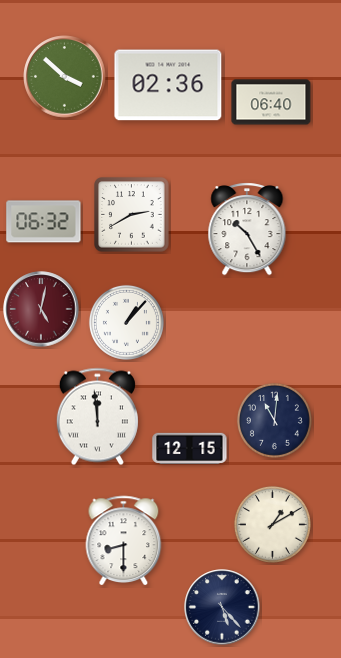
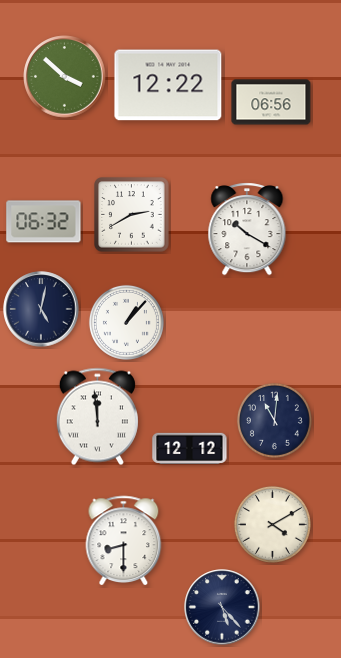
clock at (168, 85): 02:36 -> 12:22
clock at (271, 102): 06:40 -> 06:56
clock at (247, 229): 10:25 -> 10:20
clock at (41, 309) dial: burgundy -> navy
clock at (190, 449): 12:15 -> 12:12
clock at (272, 524): 1:10 -> 4:10
